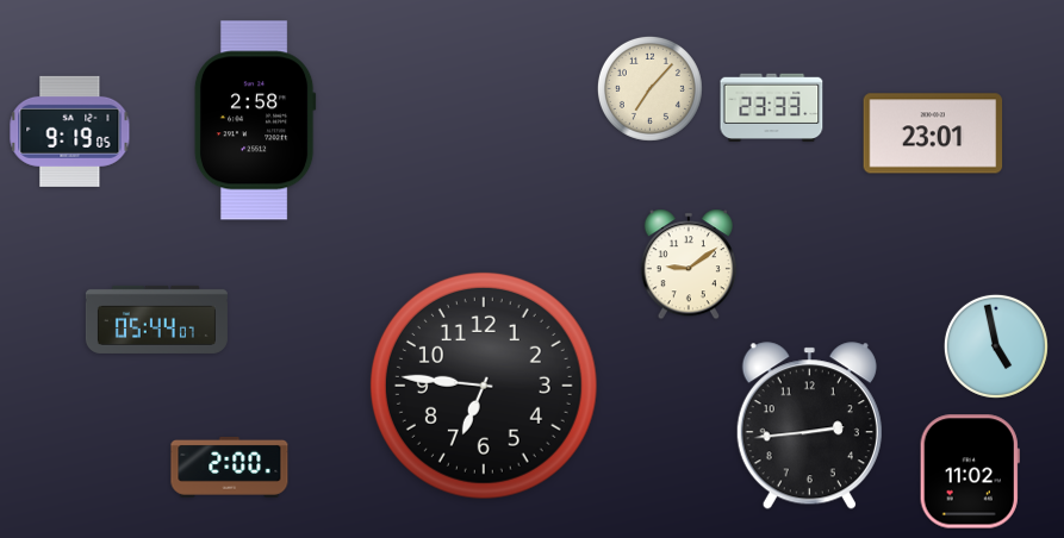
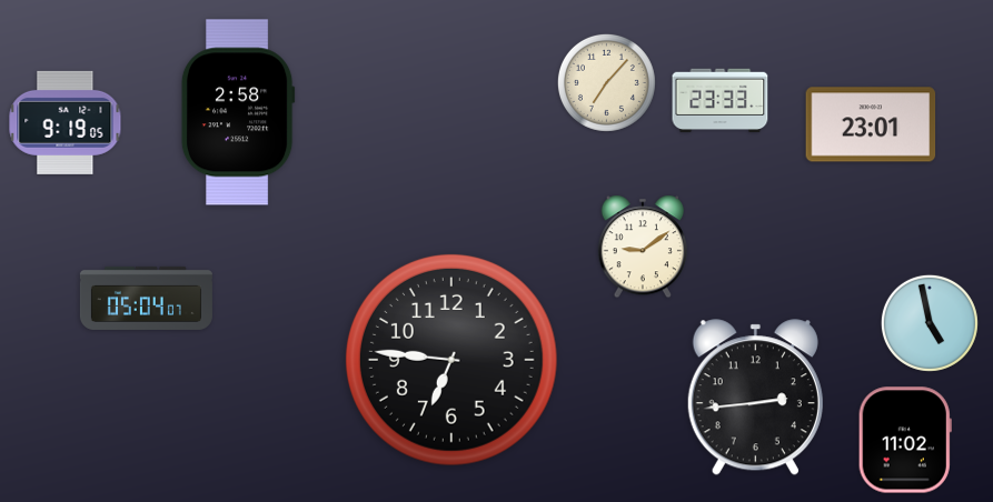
clock at (156, 319): 05:44 -> 05:04
clock at (230, 467): 2:00 -> none
